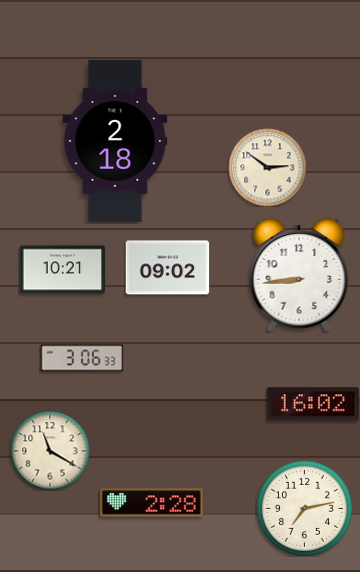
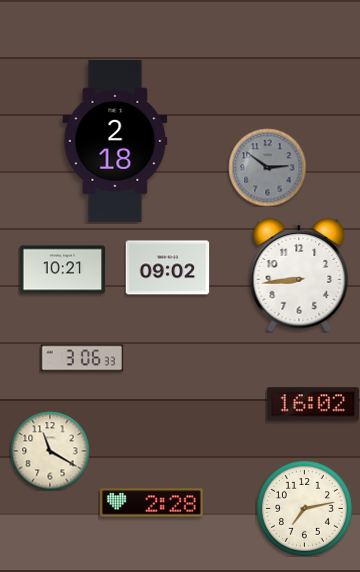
clock at (267, 167) dial: cream -> grey
